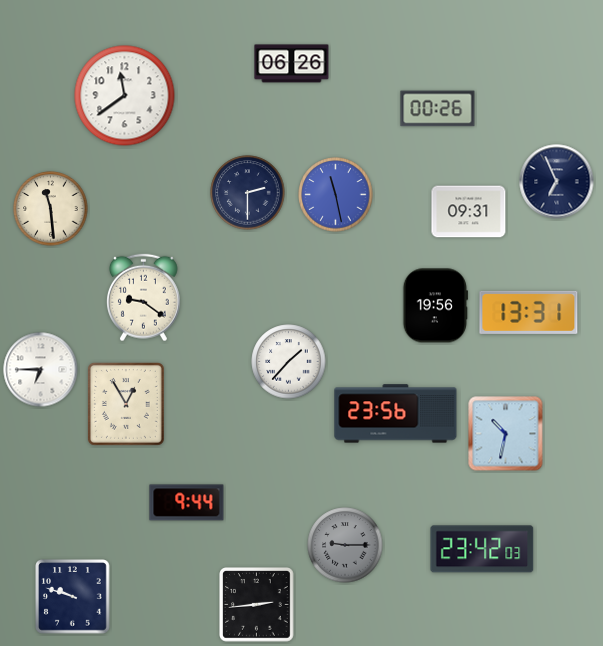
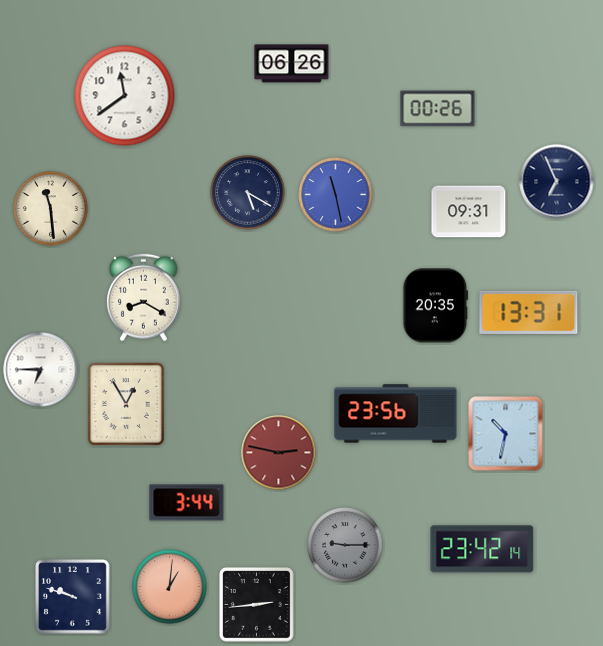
clock at (248, 193): 2:30 -> 5:20
clock at (143, 298): 9:21 -> 8:20
clock at (435, 306): 19:56 -> 20:35
clock at (289, 362): 1:37 -> none
clock at (279, 453): none -> 2:47
clock at (187, 503): 9:44 -> 3:44
clock at (482, 549): 23:42:03 -> 23:42:14
clock at (170, 587): none -> 1:01
